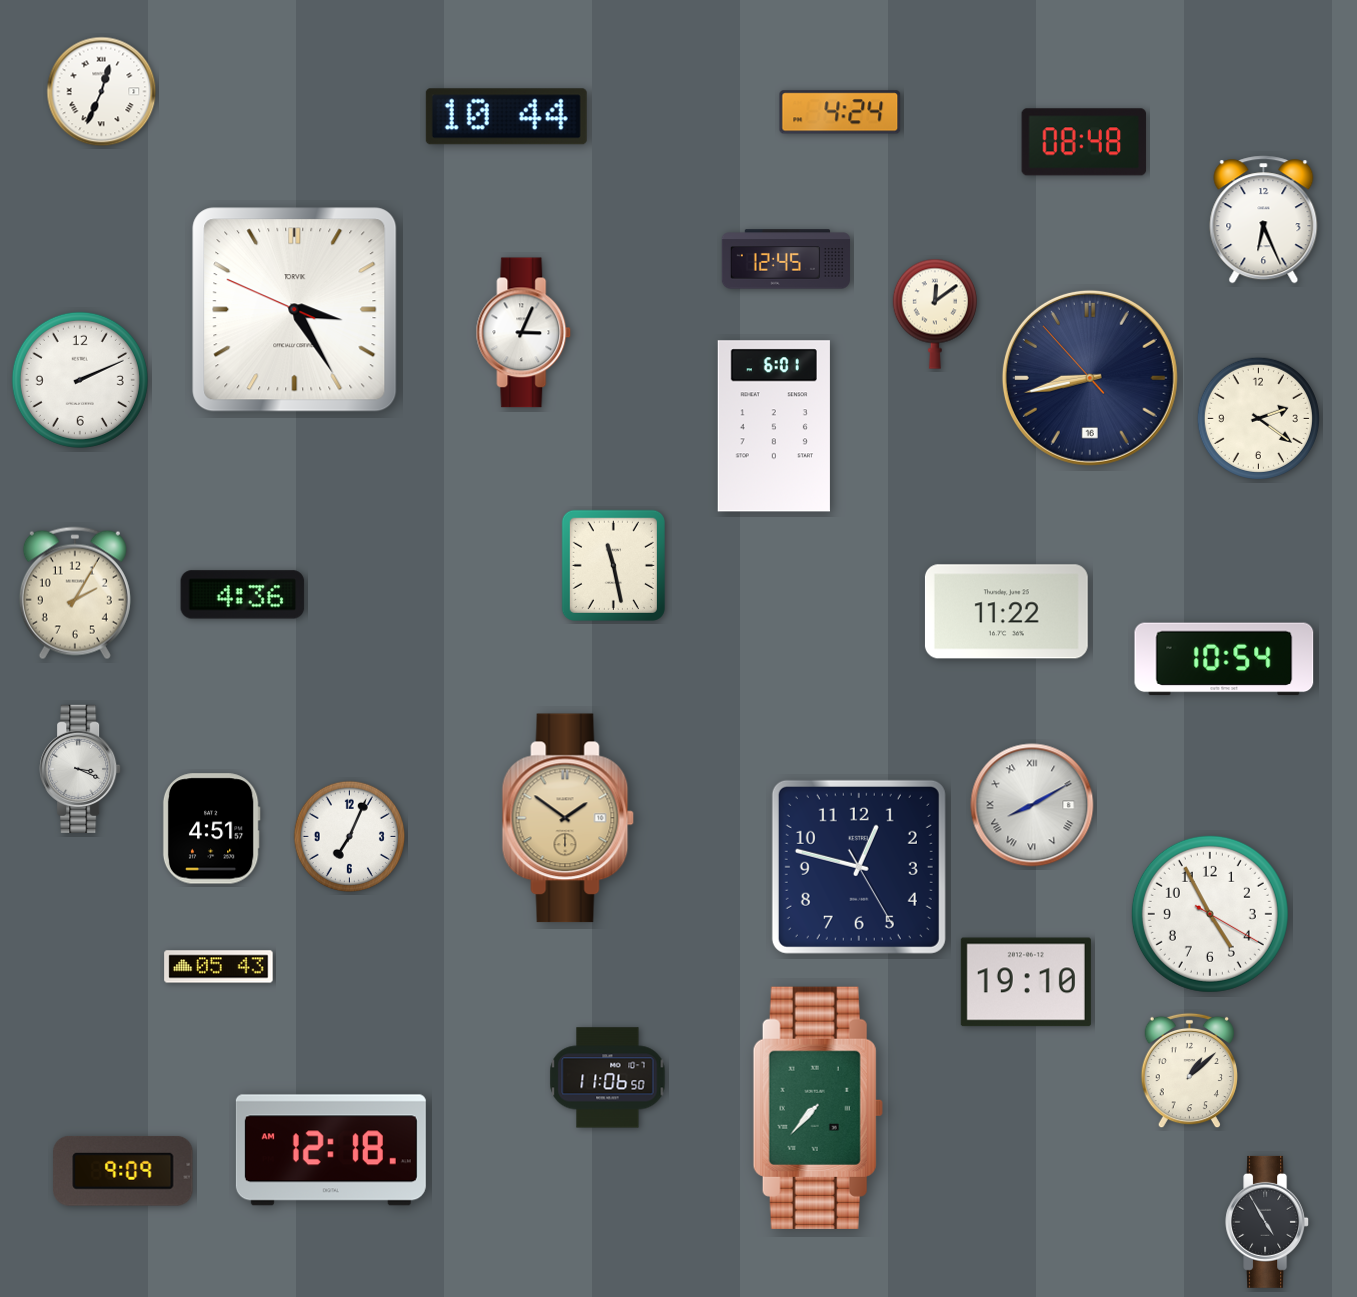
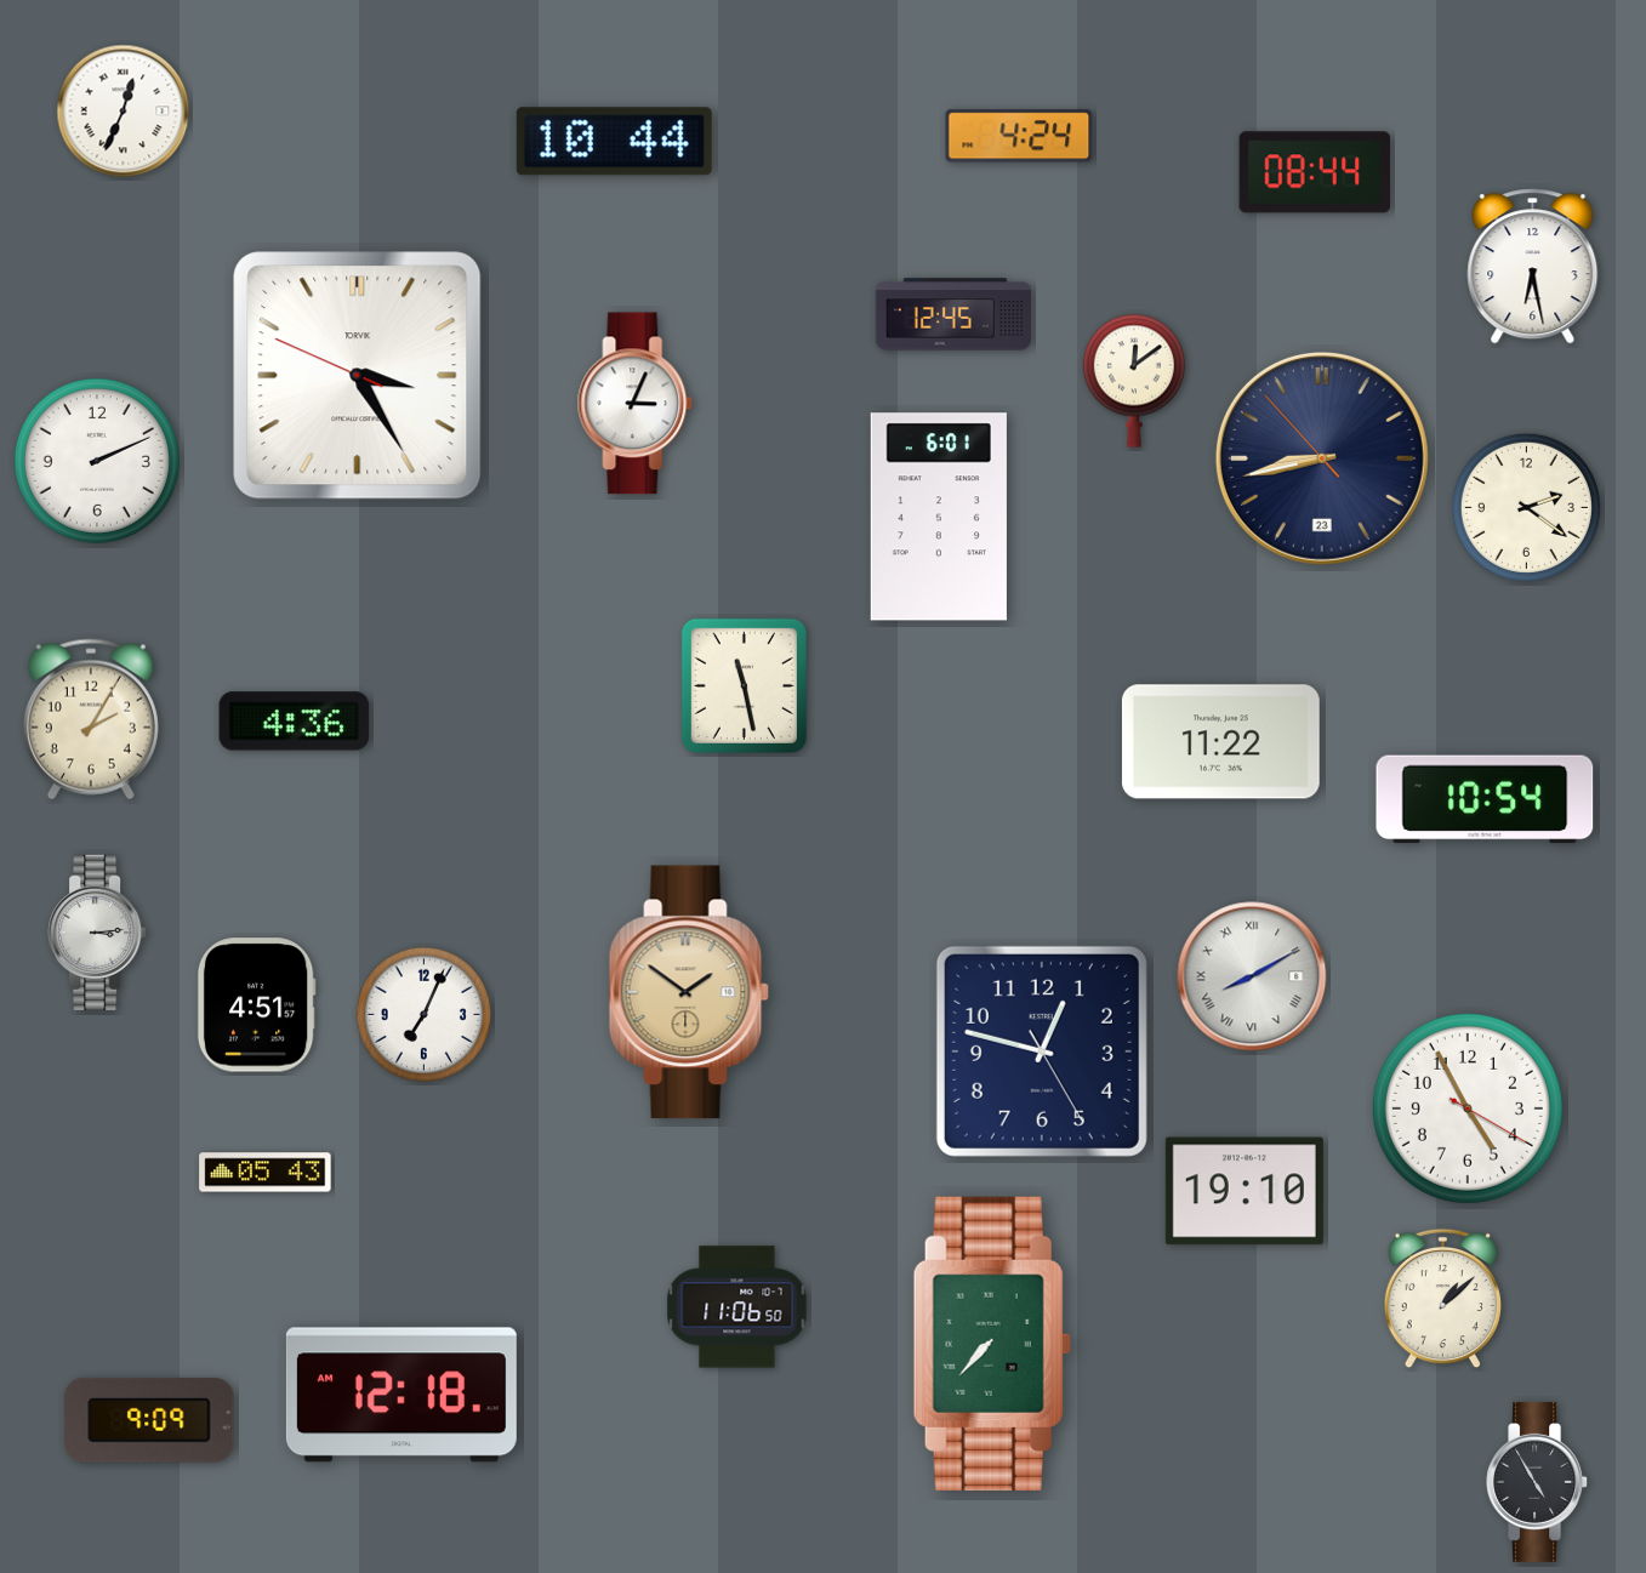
clock at (1084, 142): 08:48 -> 08:44
clock at (1264, 220): 6:26 -> 6:28
clock at (1090, 378) date: 16 -> 23
clock at (80, 769): 3:19 -> 3:14
